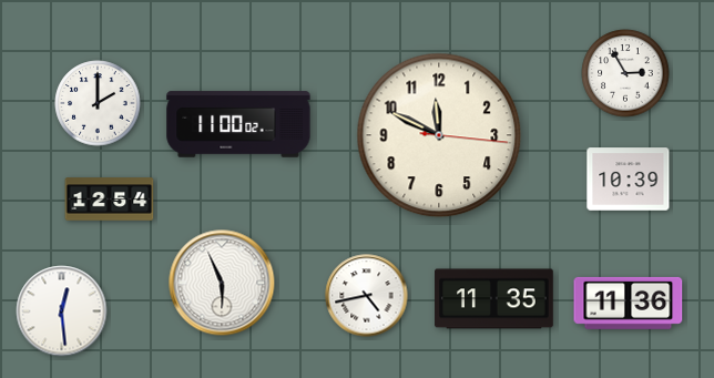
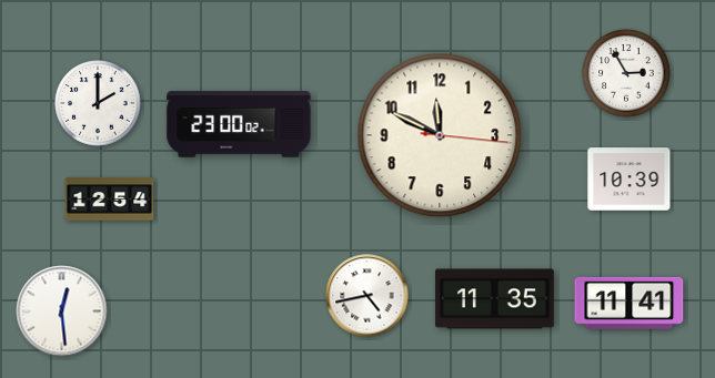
clock at (238, 124): 11:00 -> 23:00
clock at (222, 283): 5:56 -> none
clock at (629, 303): 11:36 -> 11:41
